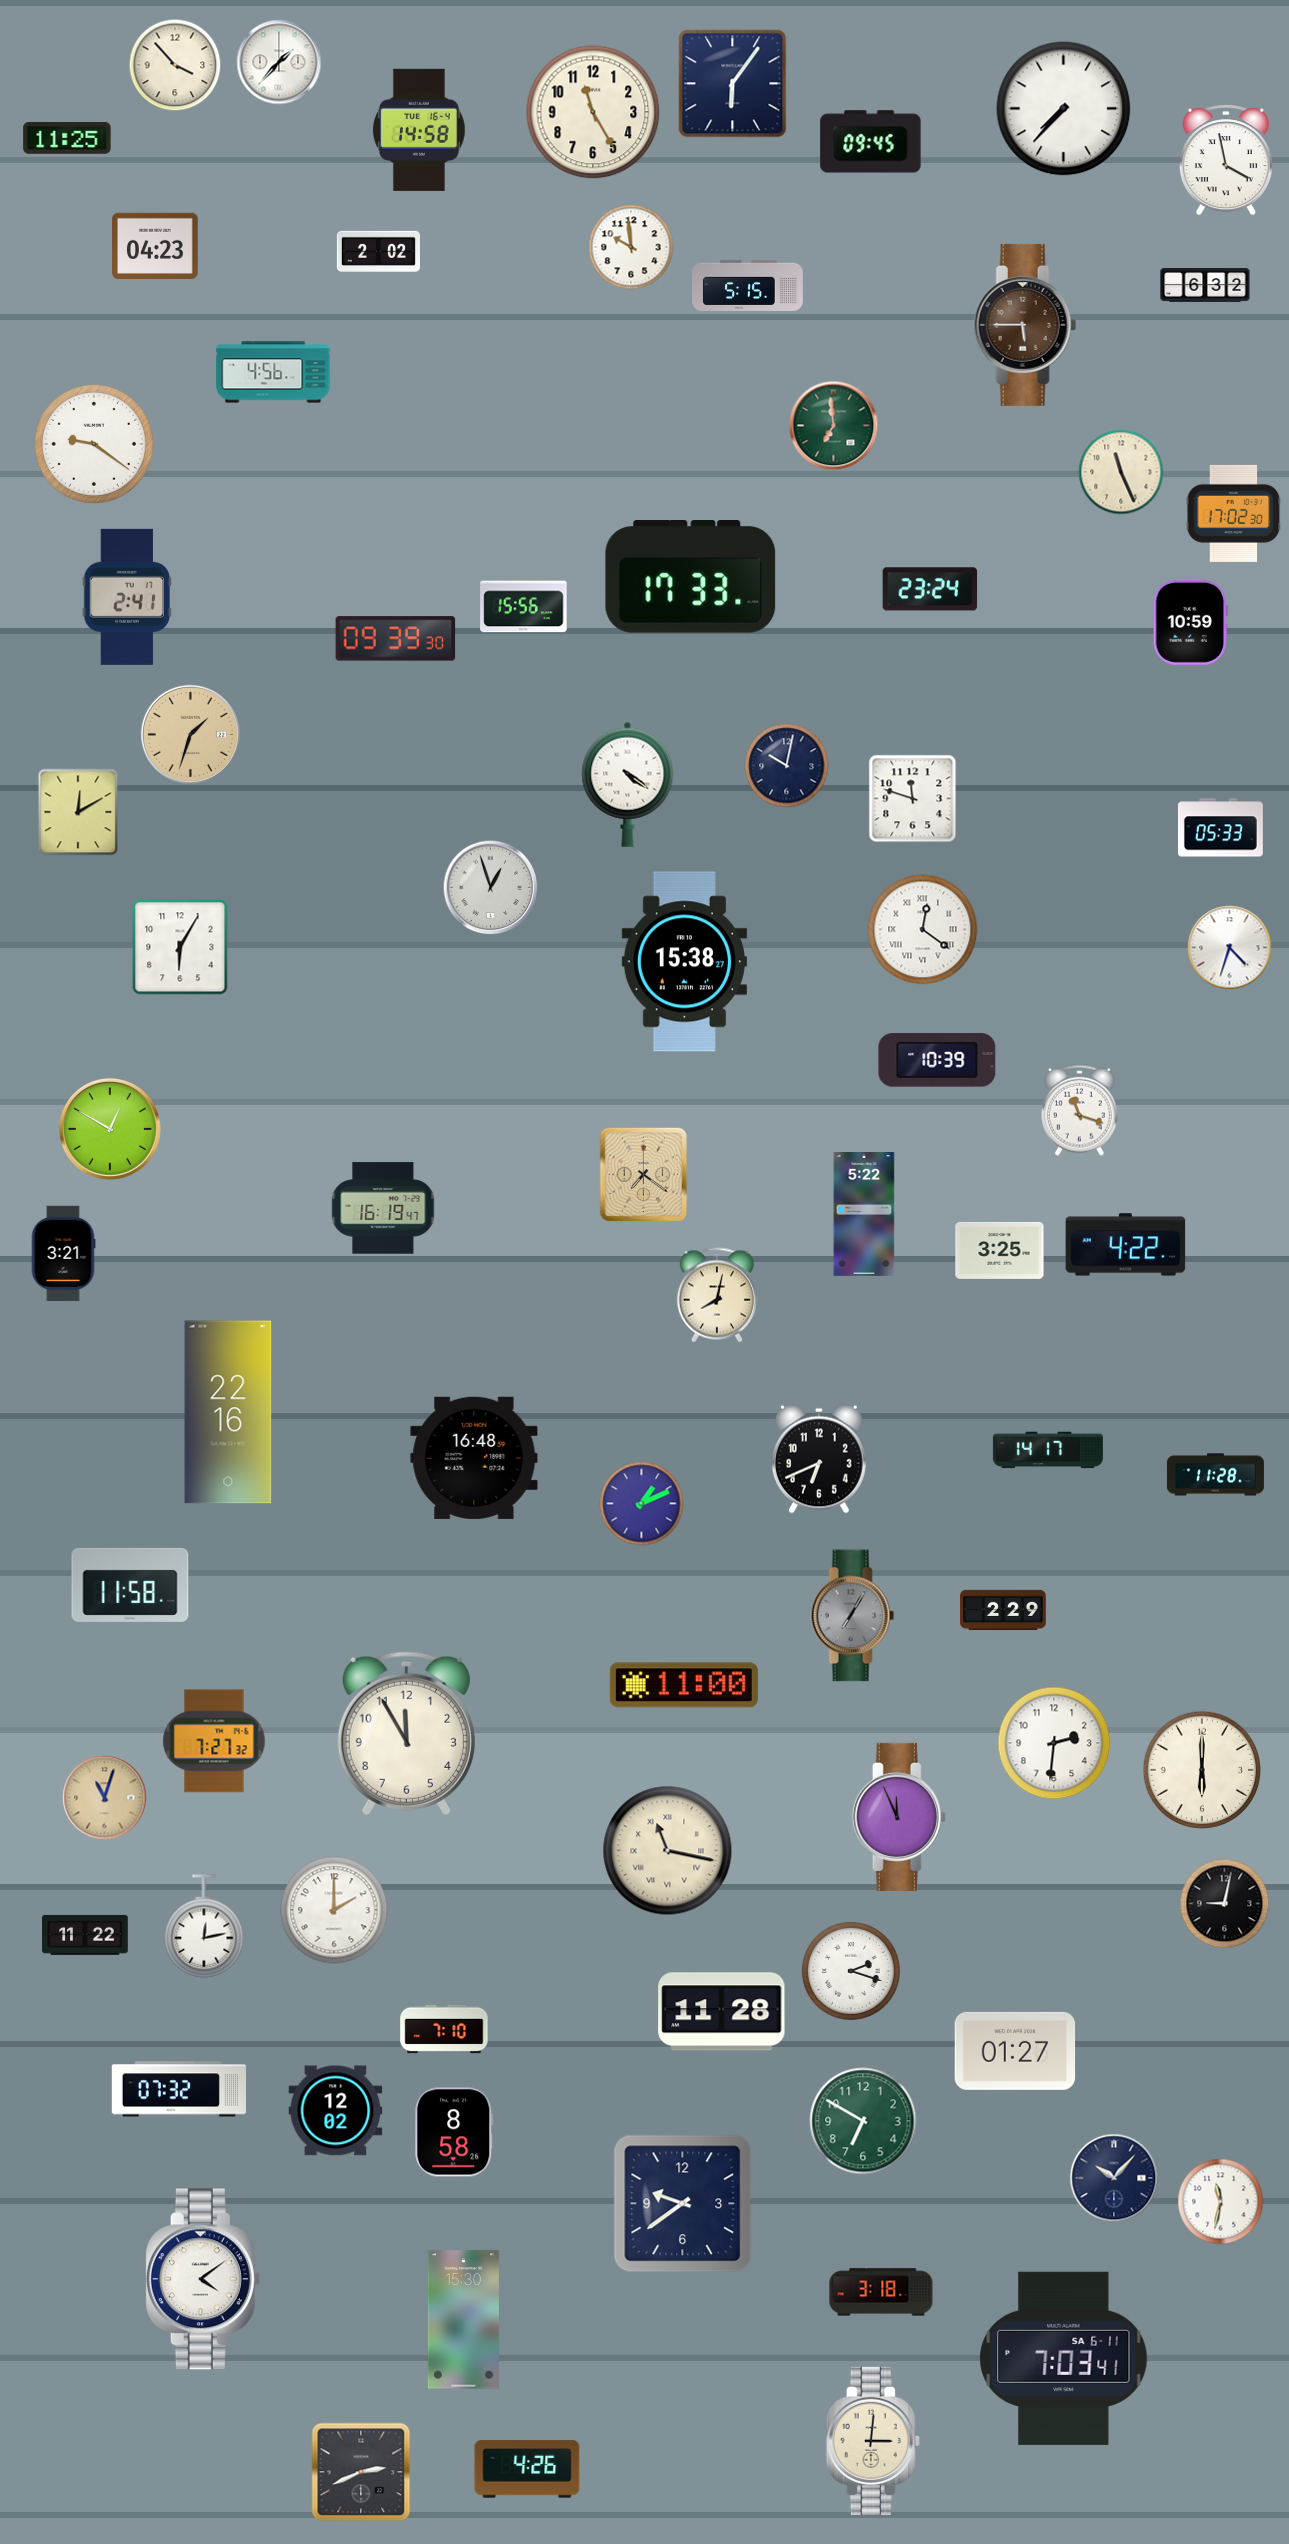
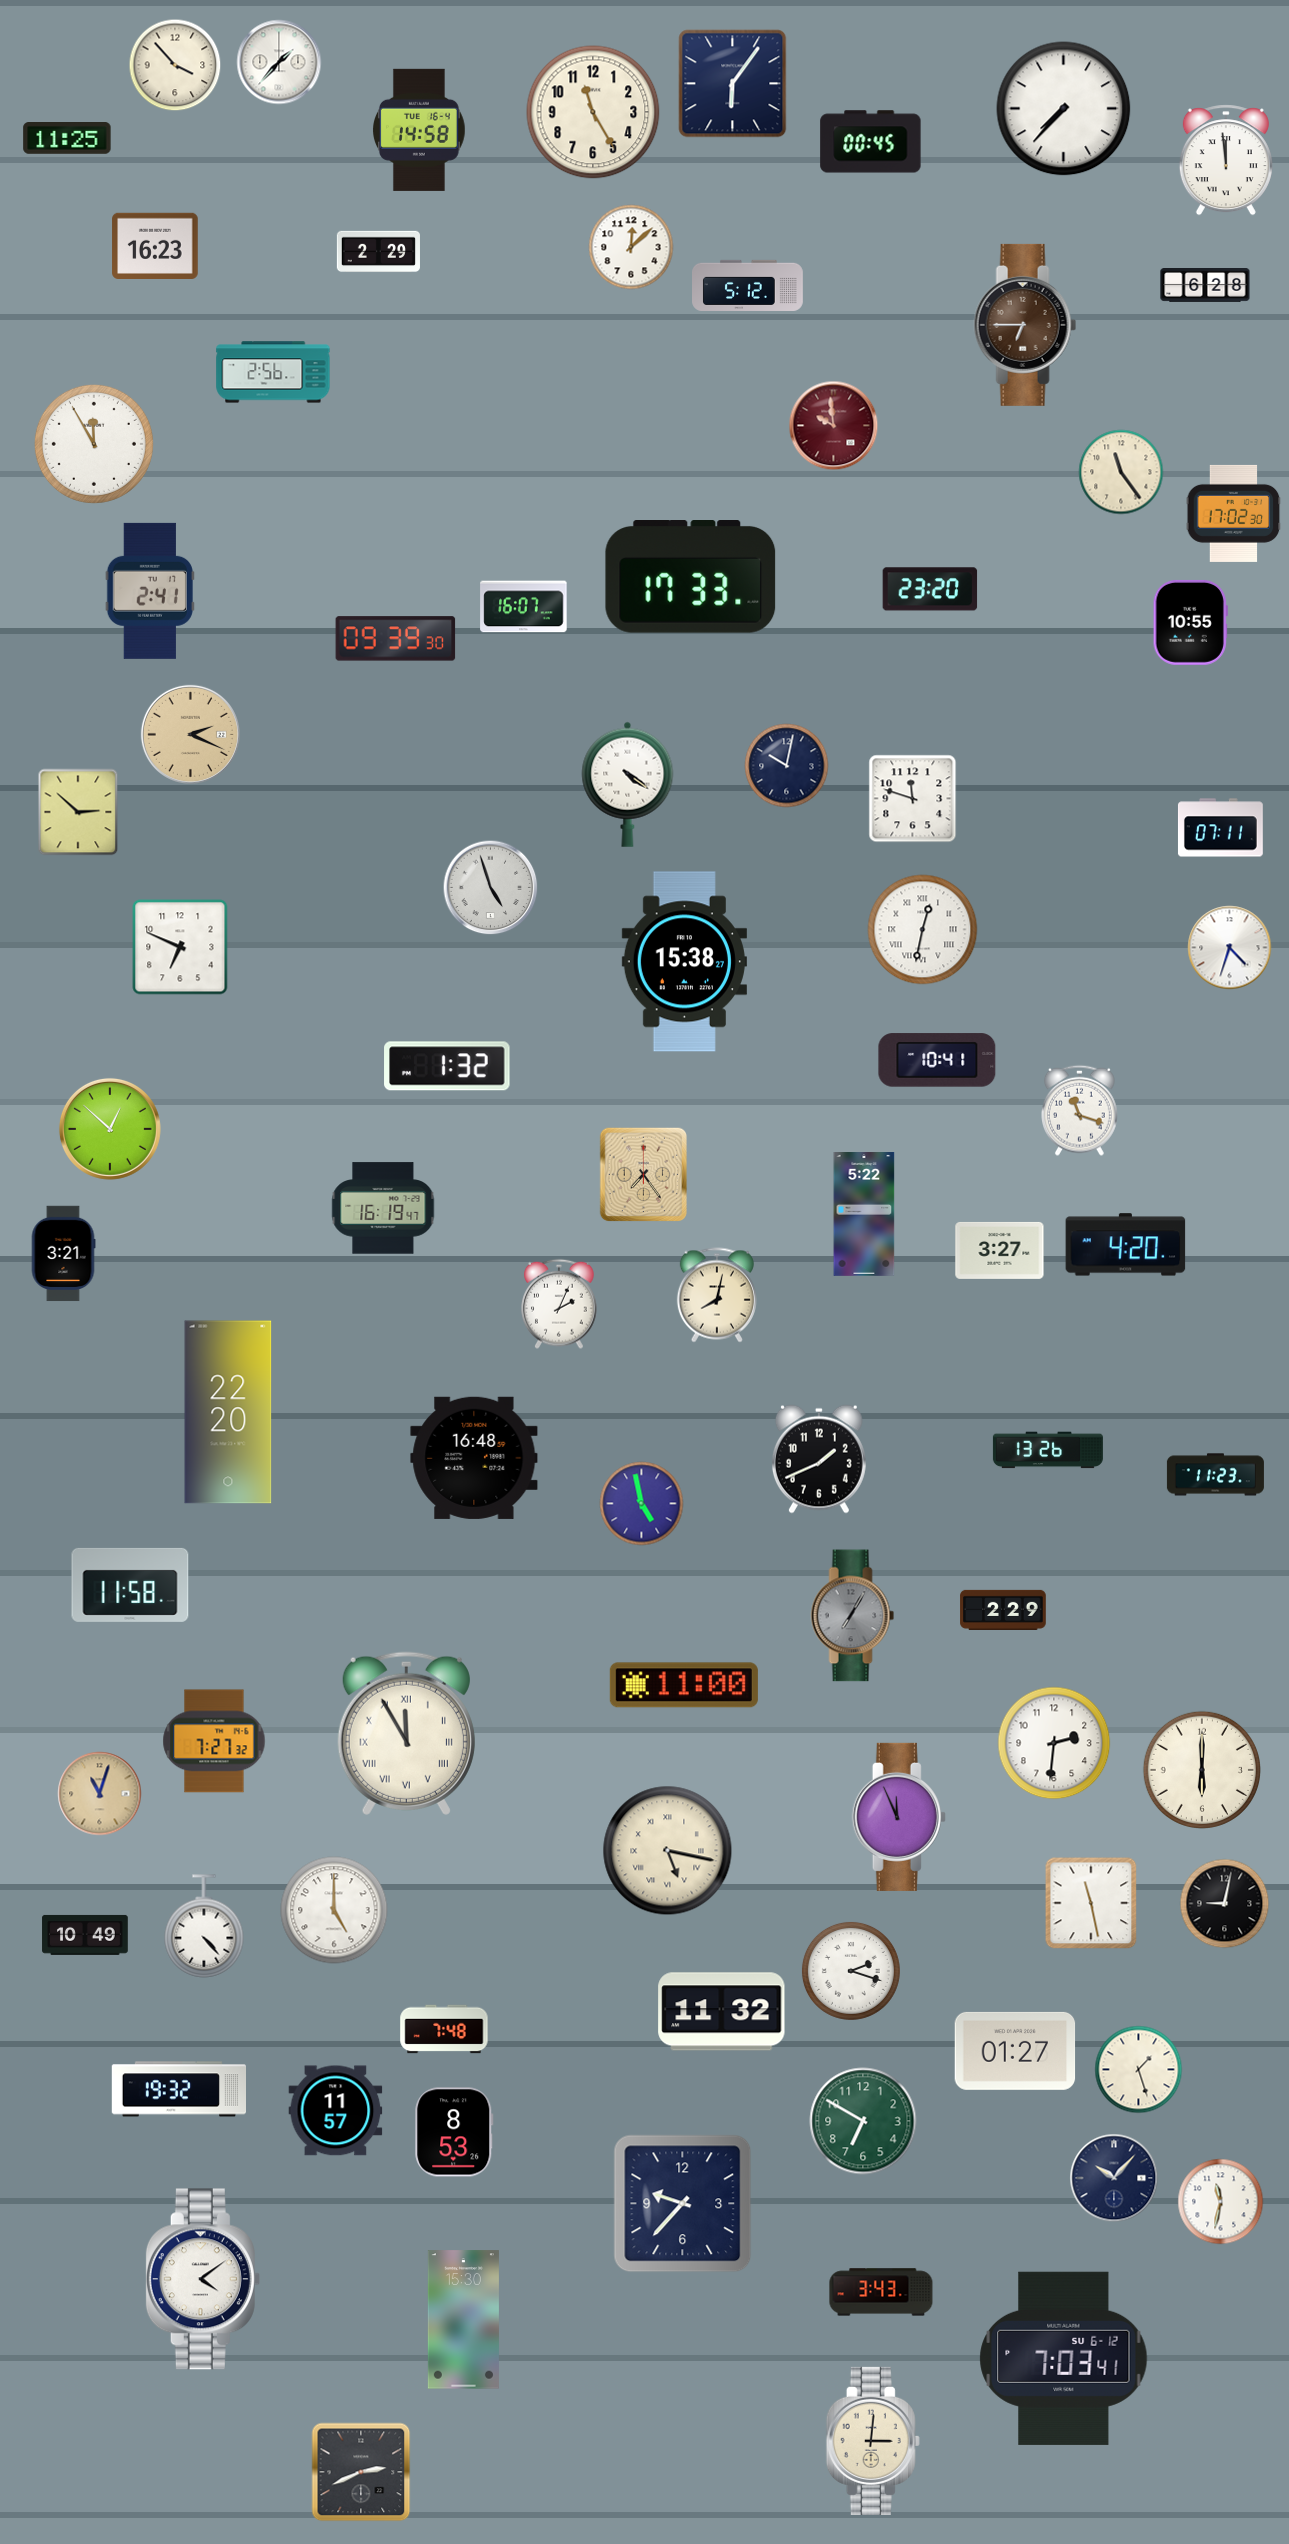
clock at (871, 142): 09:45 -> 00:45
clock at (1226, 160): 3:58 -> 11:59
clock at (155, 245): 04:23 -> 16:23
clock at (631, 247): 9:59 -> 12:08
clock at (378, 252): 2:02 -> 2:29
clock at (748, 285): 5:15 -> 5:12
clock at (1205, 286): 6:32 -> 6:28
clock at (1025, 325): 5:45 -> 6:45
clock at (273, 372): 4:56 -> 2:56
clock at (834, 426): 6:59 -> 9:59
clock at (834, 426) dial: green -> burgundy
clock at (94, 444): 9:21 -> 11:55
clock at (1121, 472): 11:26 -> 11:24
clock at (930, 589): 23:24 -> 23:20
clock at (127, 597) position: (127, 597) -> (150, 591)
clock at (524, 607): 15:56 -> 16:07
clock at (1190, 622): 10:59 -> 10:55
clock at (190, 734): 1:33 -> 2:19
clock at (78, 812): 12:10 -> 2:52
clock at (1220, 828): 05:33 -> 07:11
clock at (491, 888): 12:57 -> 4:57
clock at (923, 930): 12:21 -> 12:32
clock at (180, 947): 6:05 -> 6:49
clock at (937, 1060): 10:39 -> 10:41
clock at (447, 1066): none -> 1:32
clock at (110, 1129): 12:50 -> 12:52
clock at (644, 1175): 7:21 -> 7:24
clock at (1126, 1245): 4:22 -> 4:20
clock at (1000, 1250): 3:25 -> 3:27
clock at (559, 1304): none -> 2:04
clock at (228, 1412): 22:16 -> 22:20
clock at (1048, 1450): 14:17 -> 13:26
clock at (819, 1459): 6:41 -> 1:41
clock at (1215, 1475): 11:28 -> 11:23
clock at (642, 1504): 1:11 -> 4:58
clock at (406, 1733) numerals: Arabic -> Roman
clock at (105, 1798) position: (105, 1798) -> (100, 1794)
clock at (668, 1851): 11:17 -> 5:17
clock at (1091, 1903): none -> 11:28
clock at (334, 1910): 2:00 -> 5:00
clock at (204, 1926): 12:13 -> 4:23
clock at (85, 1935): 11:22 -> 10:49
clock at (722, 2012): 11:28 -> 11:32
clock at (444, 2029): 7:10 -> 7:48
clock at (1139, 2070): none -> 1:27
clock at (178, 2089): 07:32 -> 19:32
clock at (336, 2111): 12:02 -> 11:57
clock at (454, 2132): 8:58 -> 8:53
clock at (683, 2204): 9:39 -> 9:37
clock at (881, 2292): 3:18 -> 3:43
clock at (1064, 2358) date: SA 6-11 -> SU 6-12
clock at (527, 2469): 4:26 -> none
